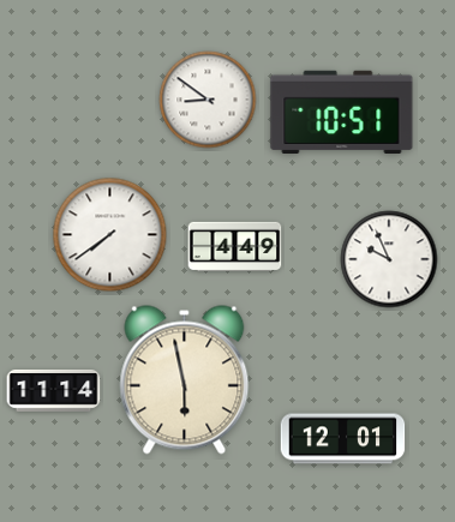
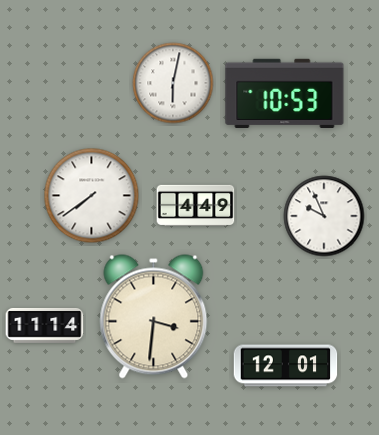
clock at (208, 100): 8:51 -> 6:02
clock at (342, 112): 10:51 -> 10:53
clock at (185, 380): 5:58 -> 3:31
